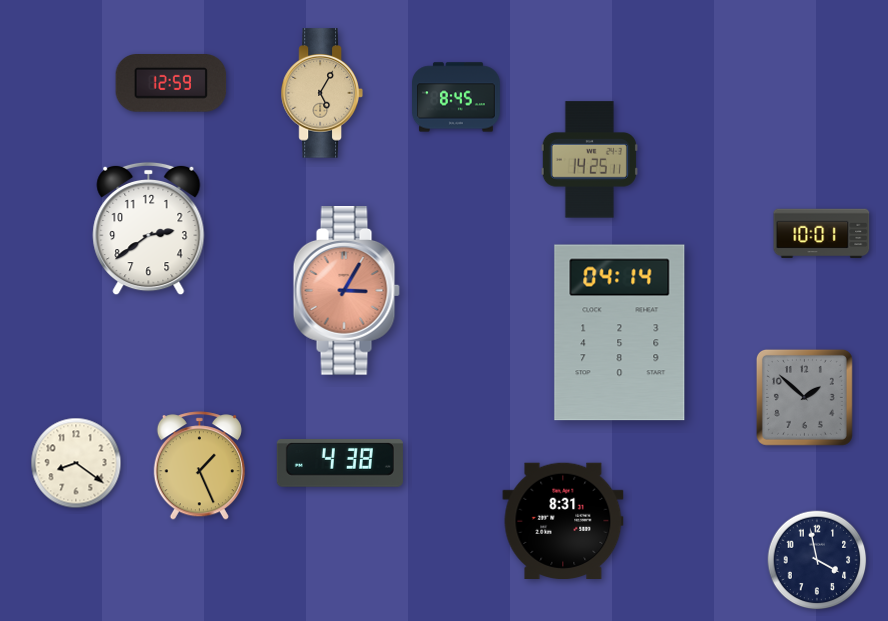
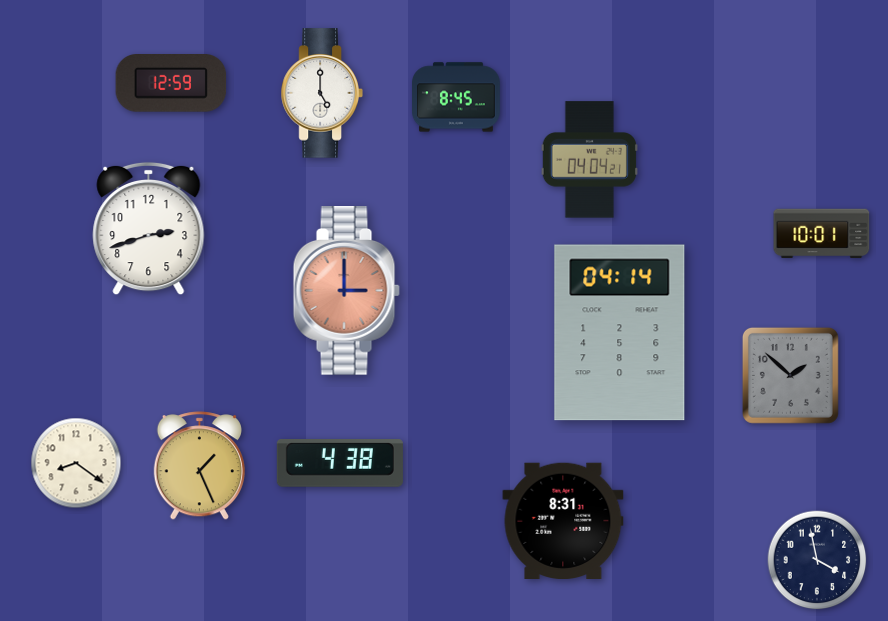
clock at (322, 93): 5:05 -> 5:00
clock at (322, 93) dial: champagne -> white
clock at (589, 160): 14:25 -> 04:04
clock at (149, 229): 2:39 -> 2:42
clock at (346, 291): 3:05 -> 3:00
clock at (804, 397) position: (804, 397) -> (790, 375)
